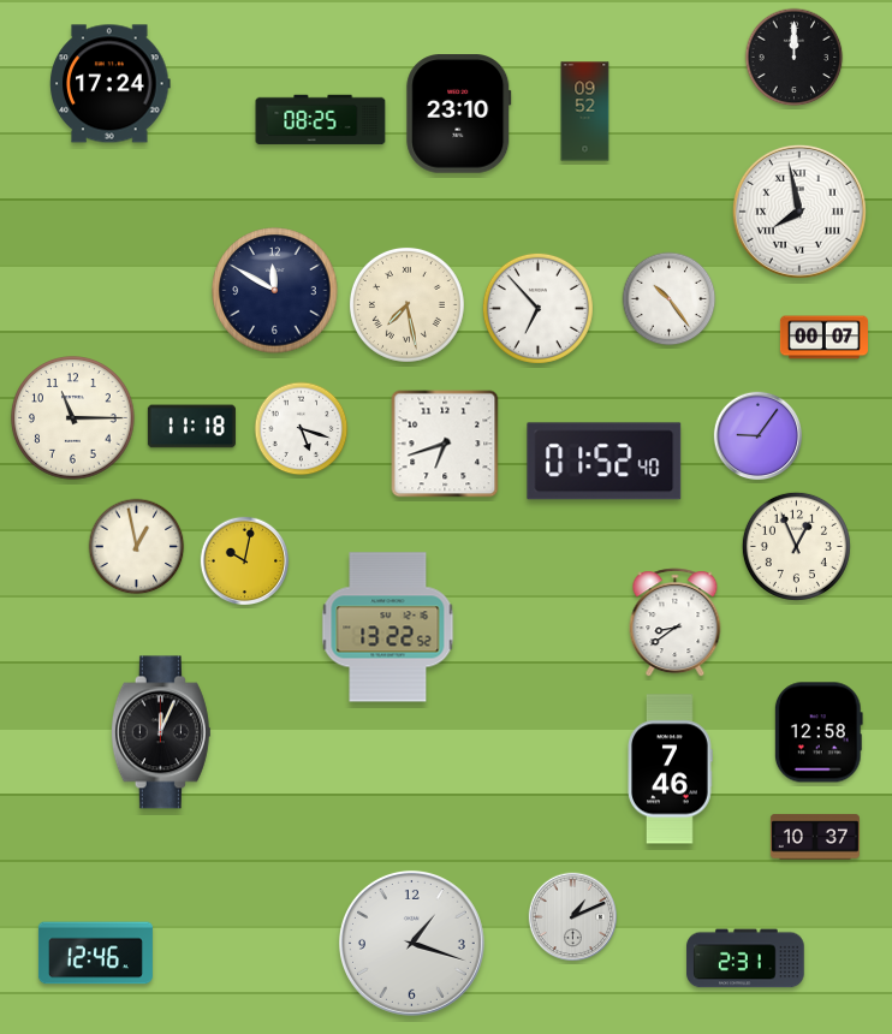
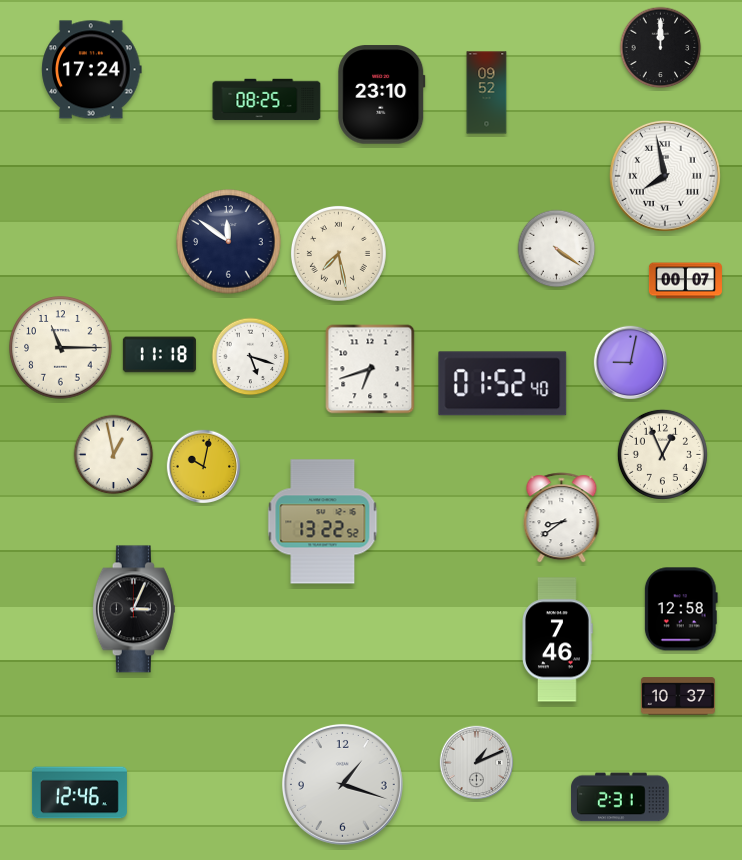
clock at (275, 291): 11:50 -> 11:51
clock at (670, 299): 10:24 -> 4:21
clock at (537, 308): 6:53 -> none
clock at (759, 436): 9:06 -> 9:02
clock at (161, 732): 12:04 -> 3:04
